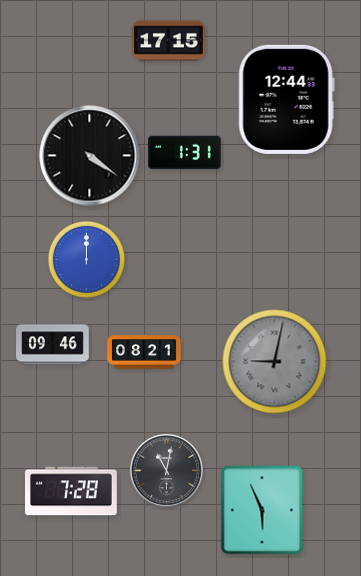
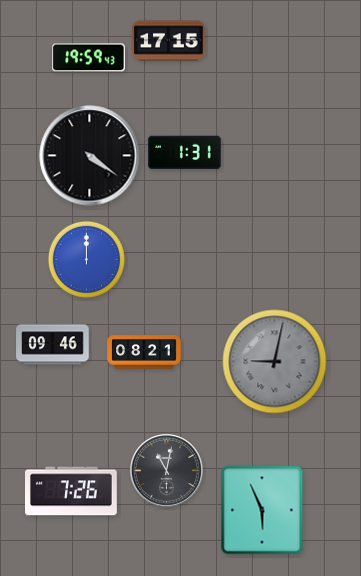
clock at (89, 58): none -> 19:59
clock at (286, 99): 12:44 -> none
clock at (71, 491): 7:28 -> 7:26
